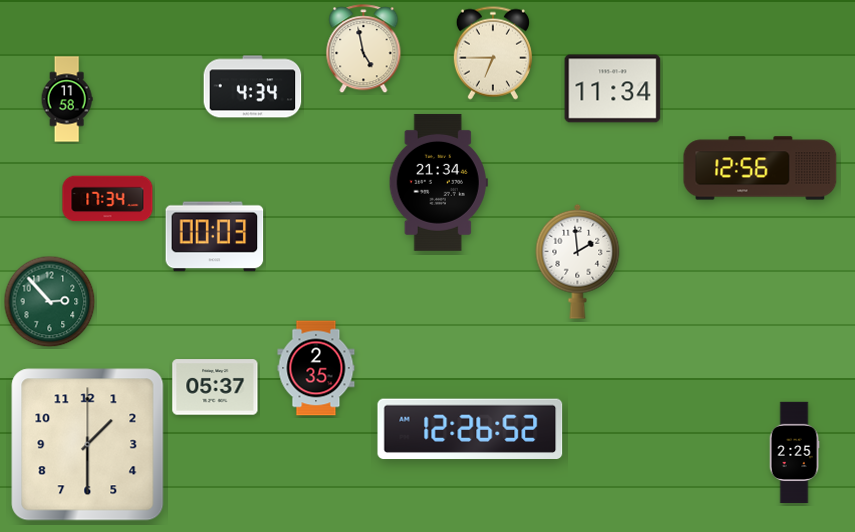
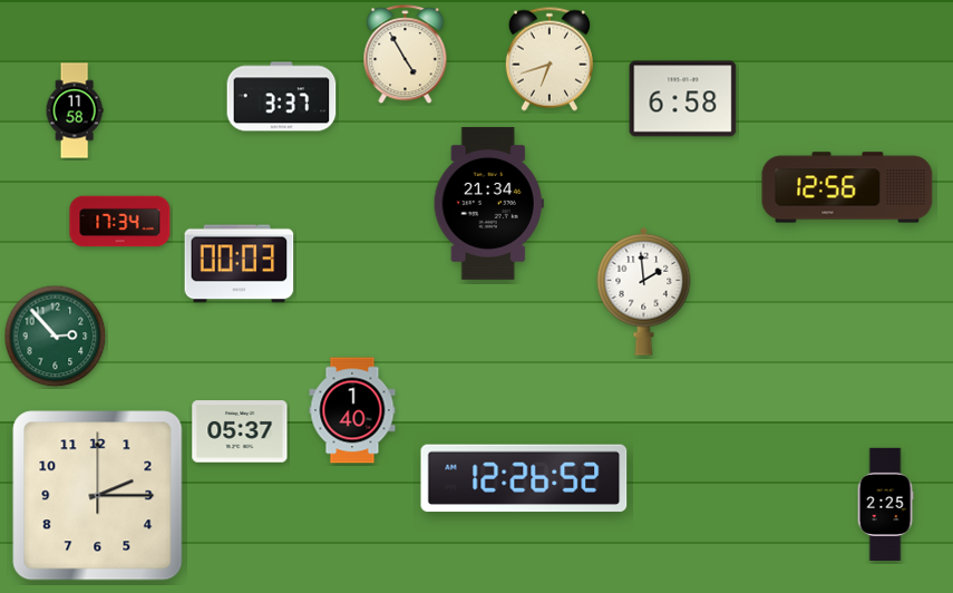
clock at (364, 49): 4:58 -> 4:55
clock at (493, 53): 6:45 -> 6:42
clock at (253, 87): 4:34 -> 3:37
clock at (613, 89): 11:34 -> 6:58
clock at (316, 368): 2:35 -> 1:40
clock at (88, 445): 1:30 -> 2:15
